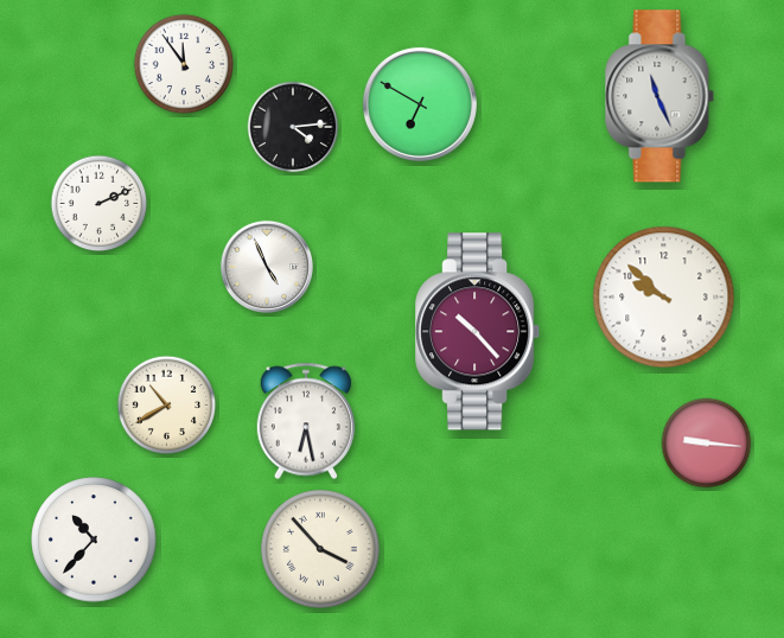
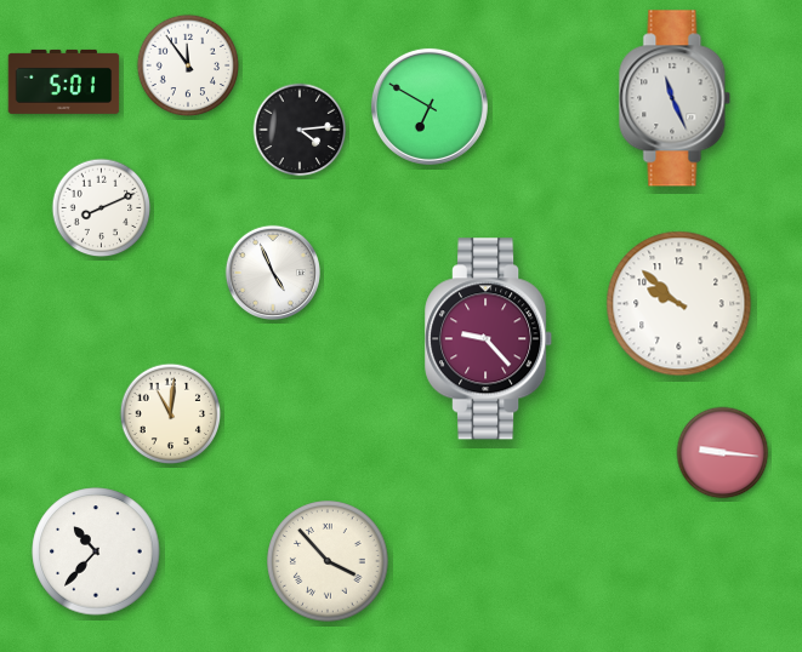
clock at (64, 81): none -> 5:01
clock at (100, 204): 2:11 -> 8:11
clock at (479, 332): 10:23 -> 9:23
clock at (167, 406): 10:40 -> 11:01
clock at (306, 421): 6:28 -> none
